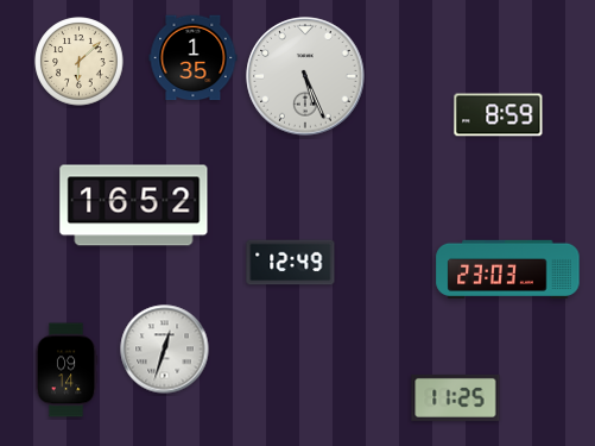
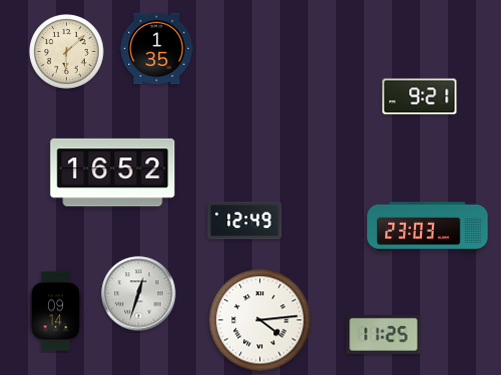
clock at (194, 58) position: (194, 58) -> (157, 49)
clock at (305, 76): 5:26 -> none
clock at (499, 115): 8:59 -> 9:21
clock at (260, 320): none -> 4:14
